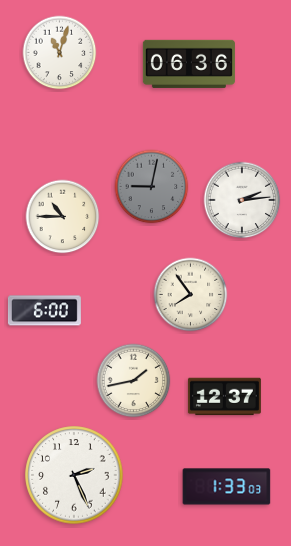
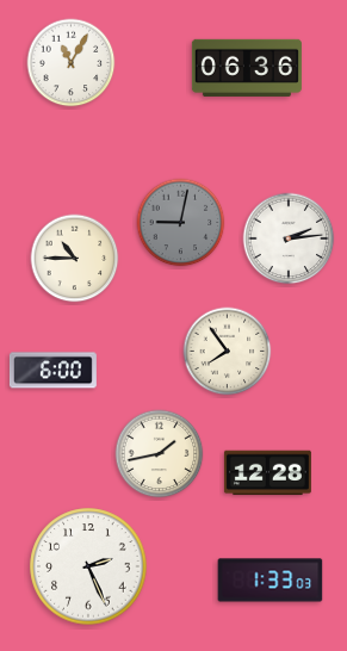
clock at (60, 53): 11:03 -> 11:05
clock at (189, 64) position: (189, 64) -> (247, 68)
clock at (224, 397): 12:37 -> 12:28
